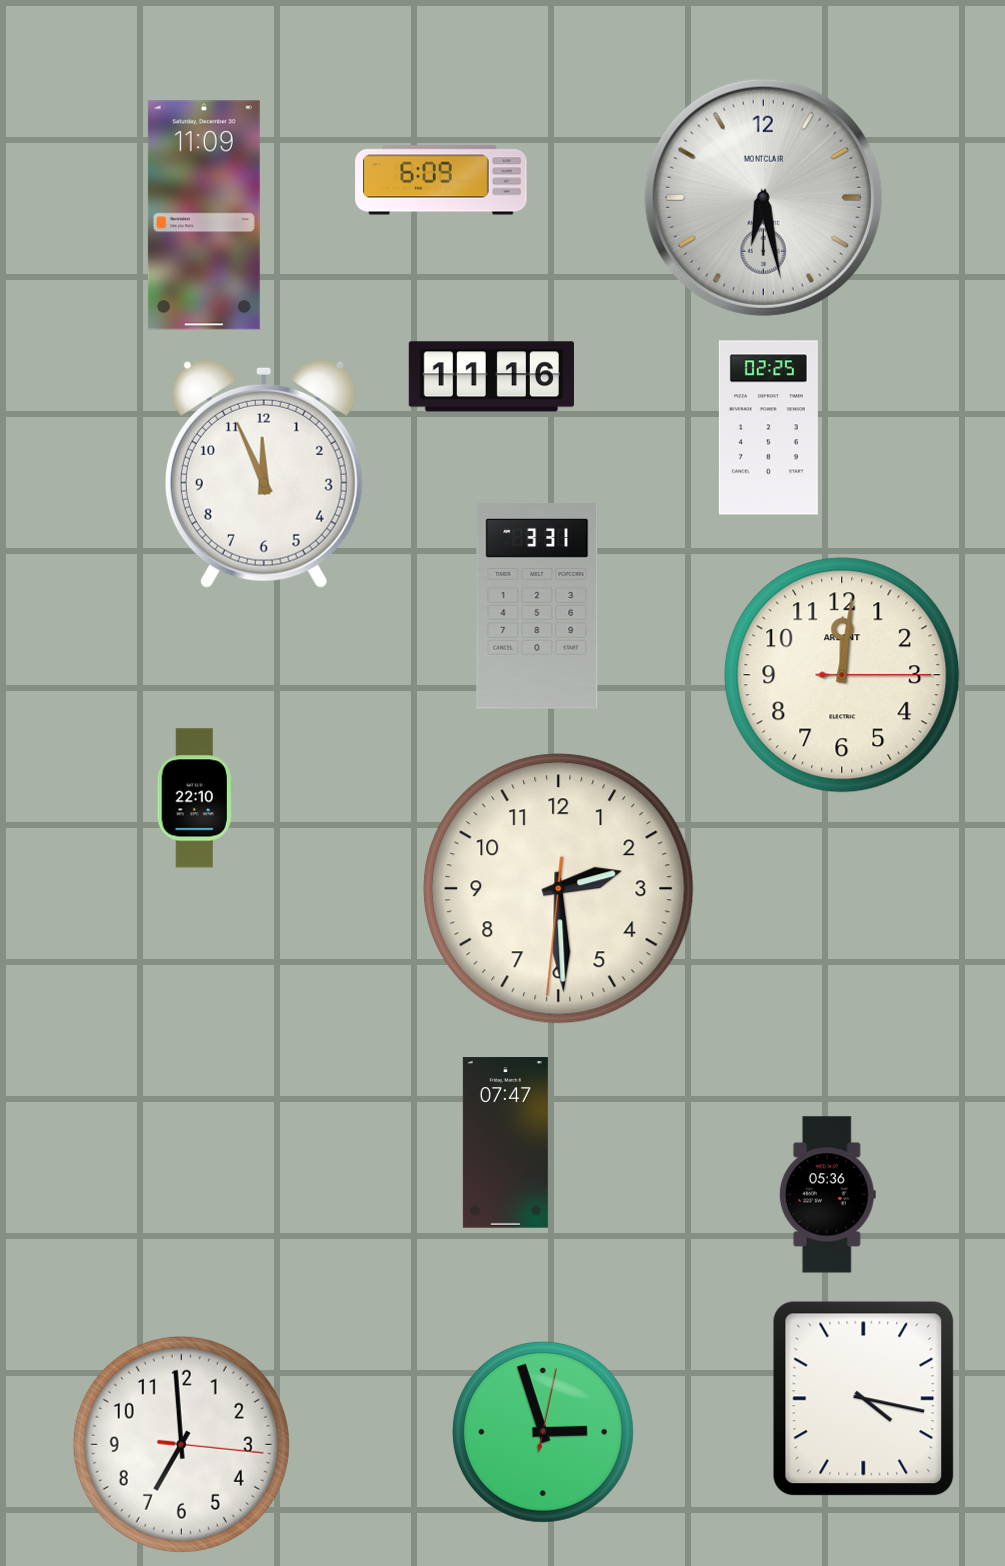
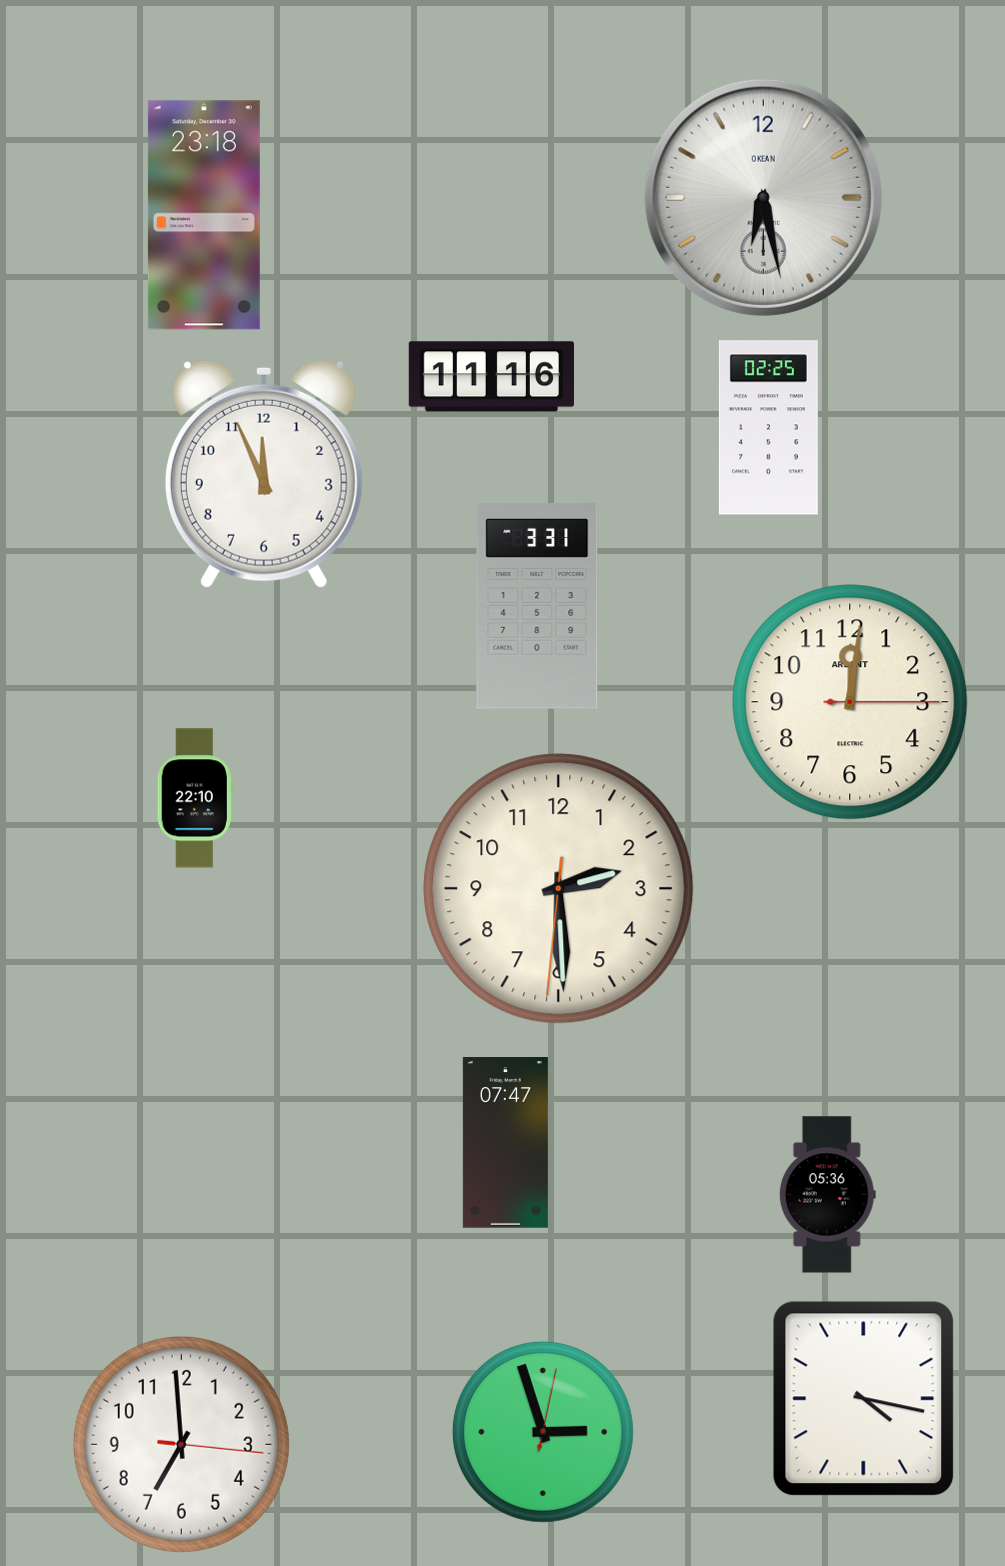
clock at (441, 180): 6:09 -> none
clock at (763, 197) brand: MONTCLAIR -> OKEAN
clock at (204, 215): 11:09 -> 23:18
clock at (842, 675) position: (842, 675) -> (850, 702)
